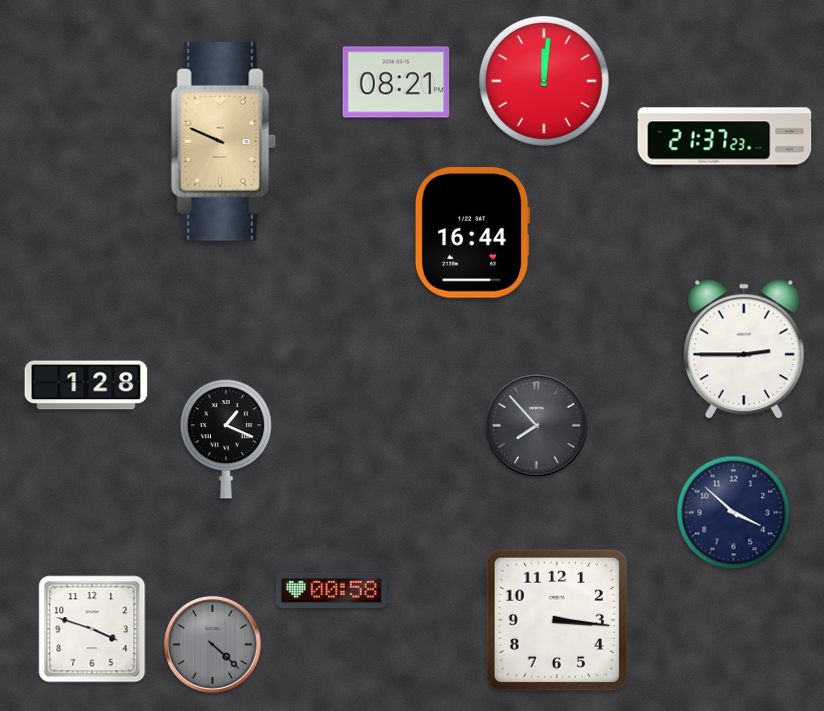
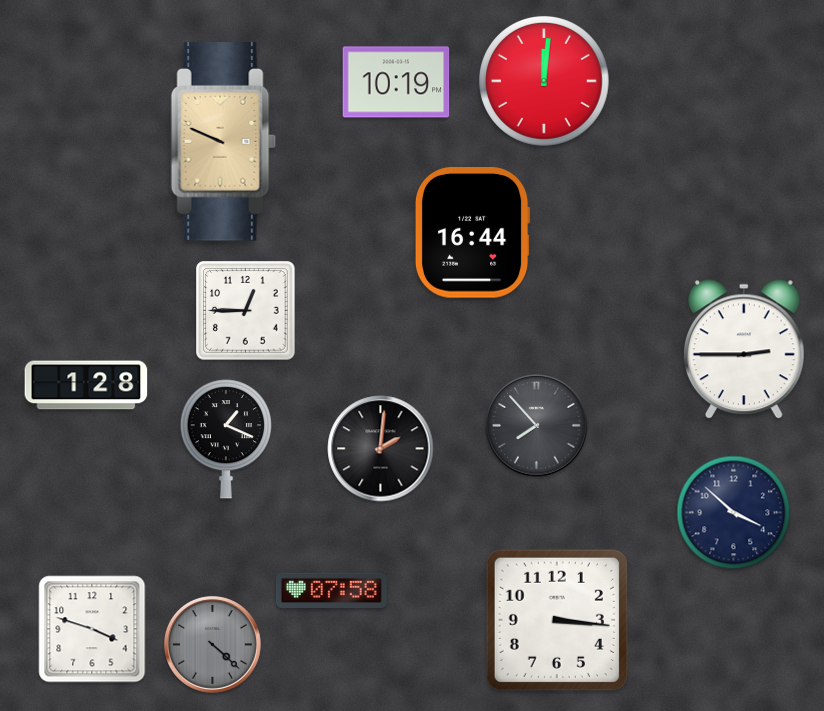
clock at (396, 82): 08:21 -> 10:19
clock at (725, 138): 21:37 -> none
clock at (246, 311): none -> 12:45
clock at (381, 449): none -> 2:01
clock at (331, 590): 00:58 -> 07:58
